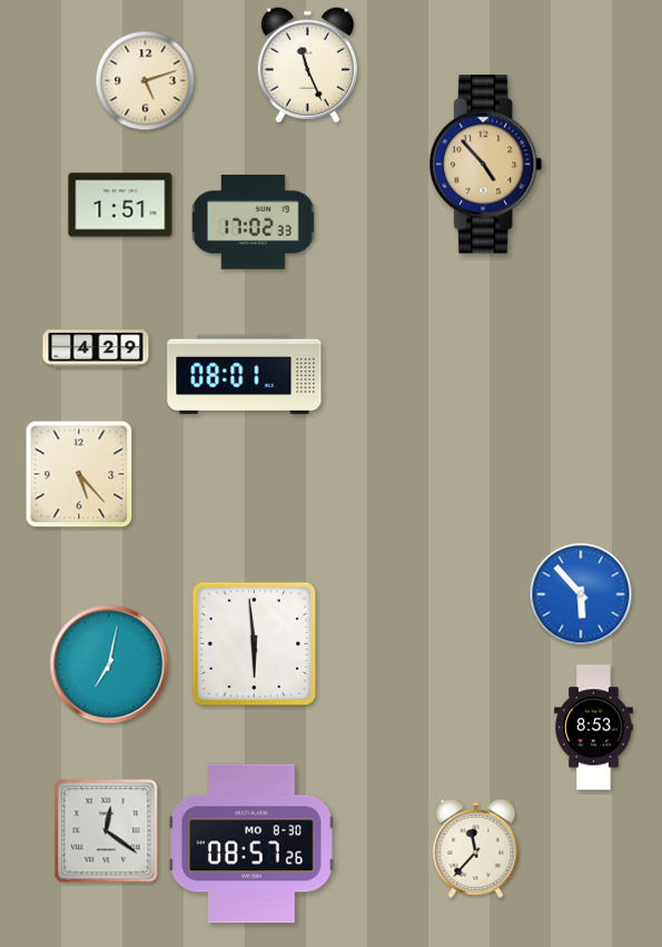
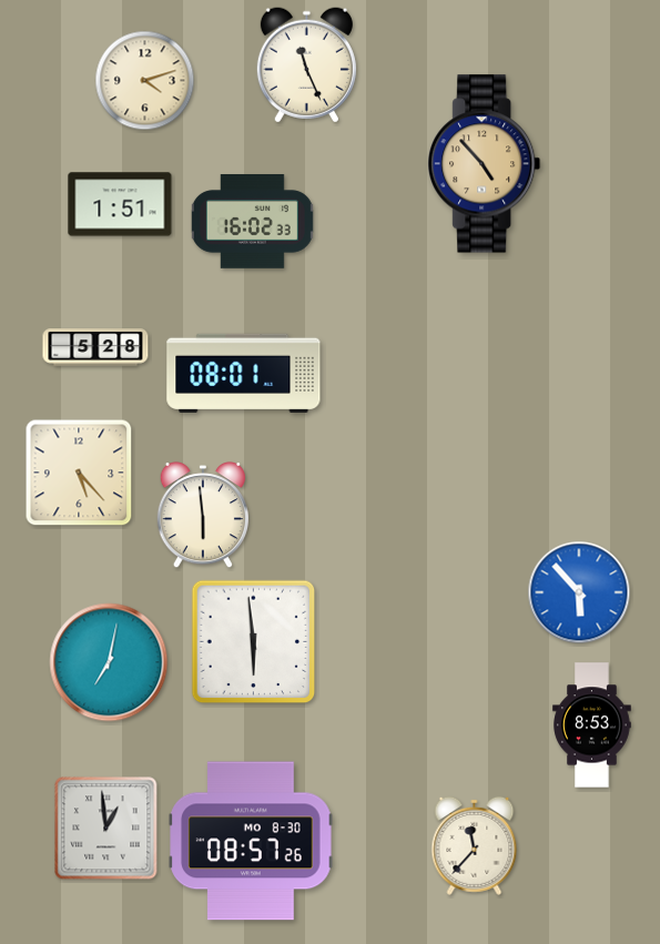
clock at (146, 81): 5:12 -> 4:12
clock at (253, 223): 17:02 -> 16:02
clock at (96, 348): 4:29 -> 5:28
clock at (202, 516): none -> 5:59
clock at (107, 831): 12:21 -> 12:59
